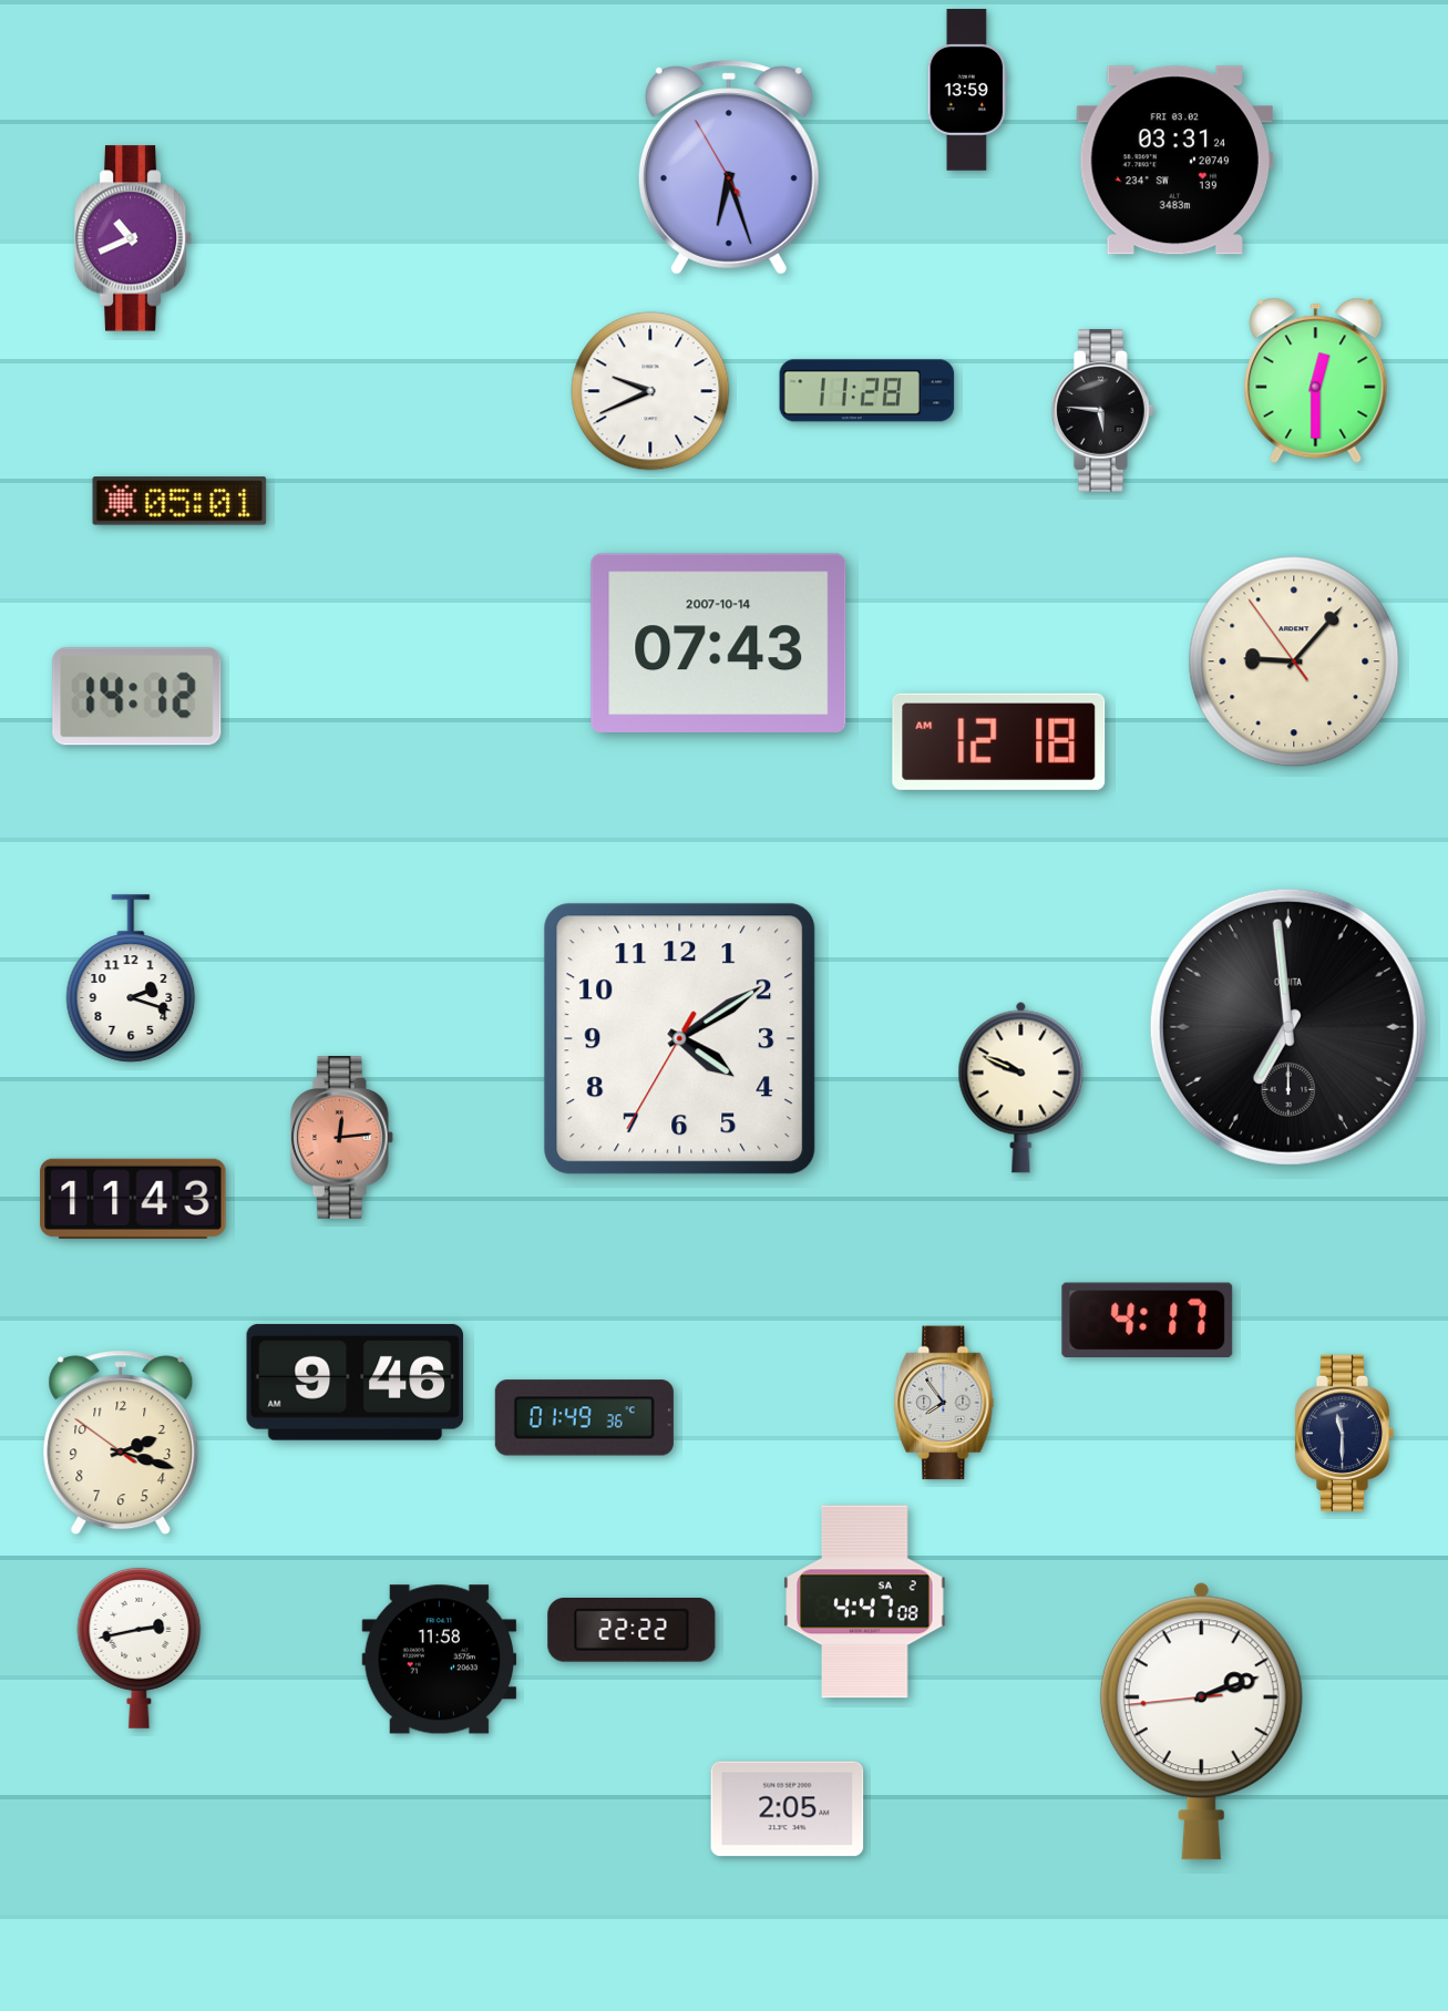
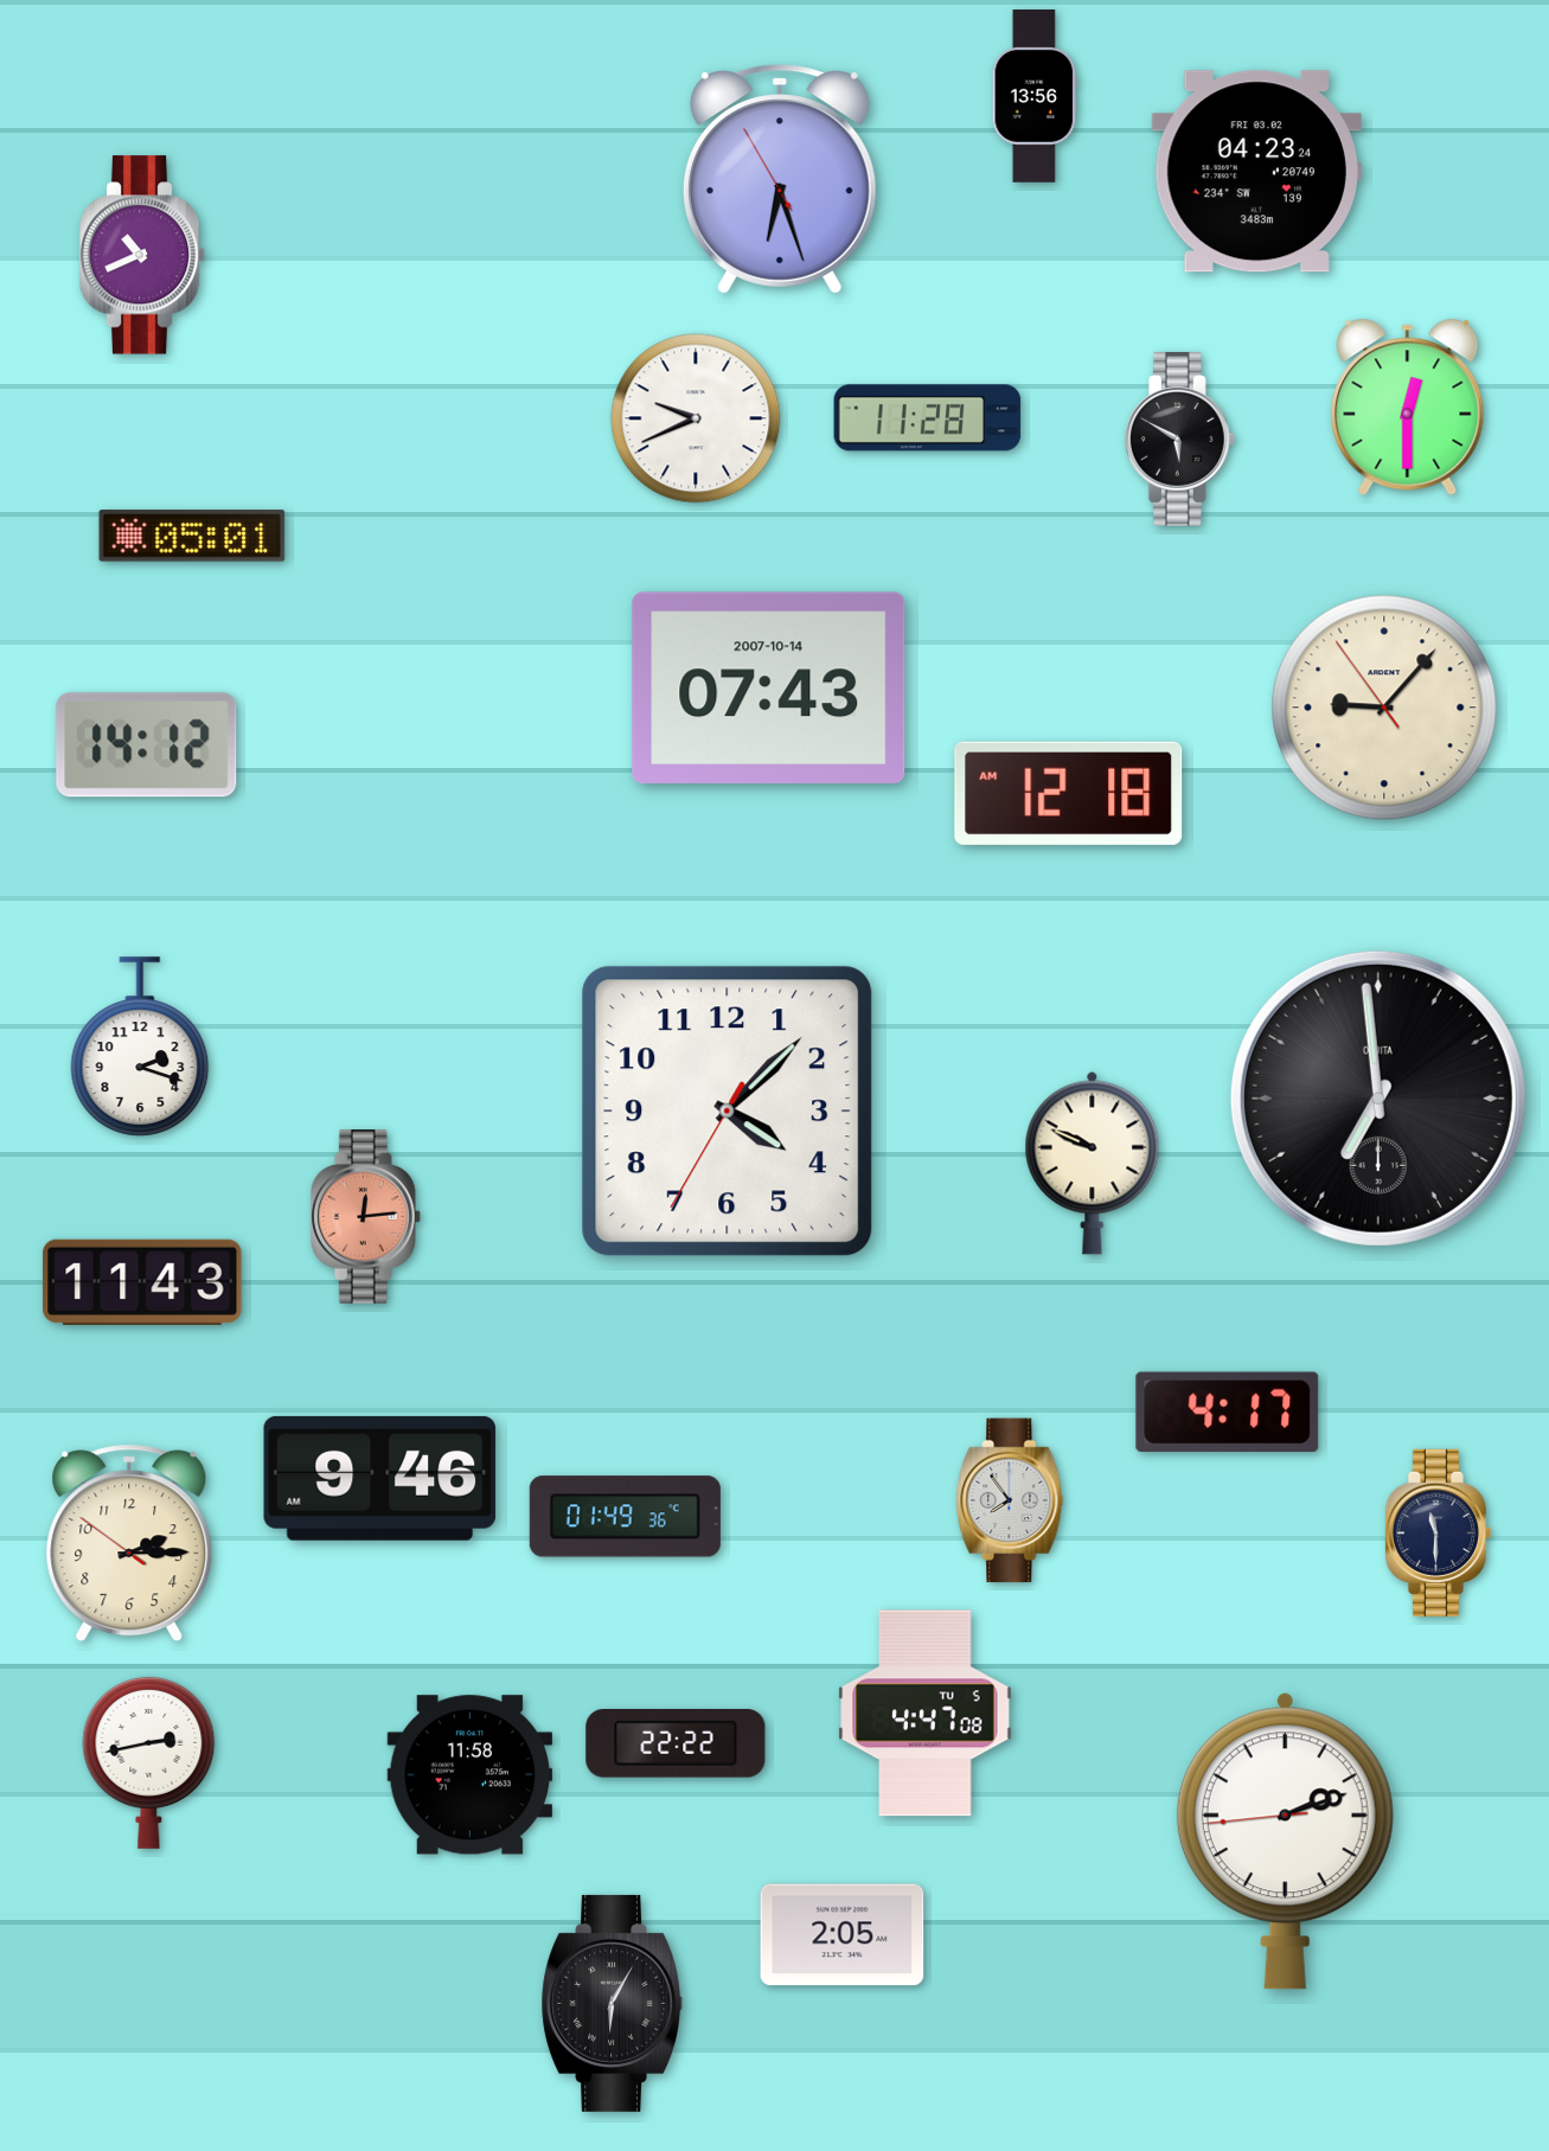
clock at (967, 90): 13:59 -> 13:56
clock at (1174, 161): 03:31 -> 04:23
clock at (1102, 411): 5:46 -> 5:50
clock at (680, 1039): 4:09 -> 4:07
clock at (121, 1443): 2:17 -> 2:14
clock at (865, 1602) date: SA 2 -> TU 5
clock at (613, 2003): none -> 6:05
